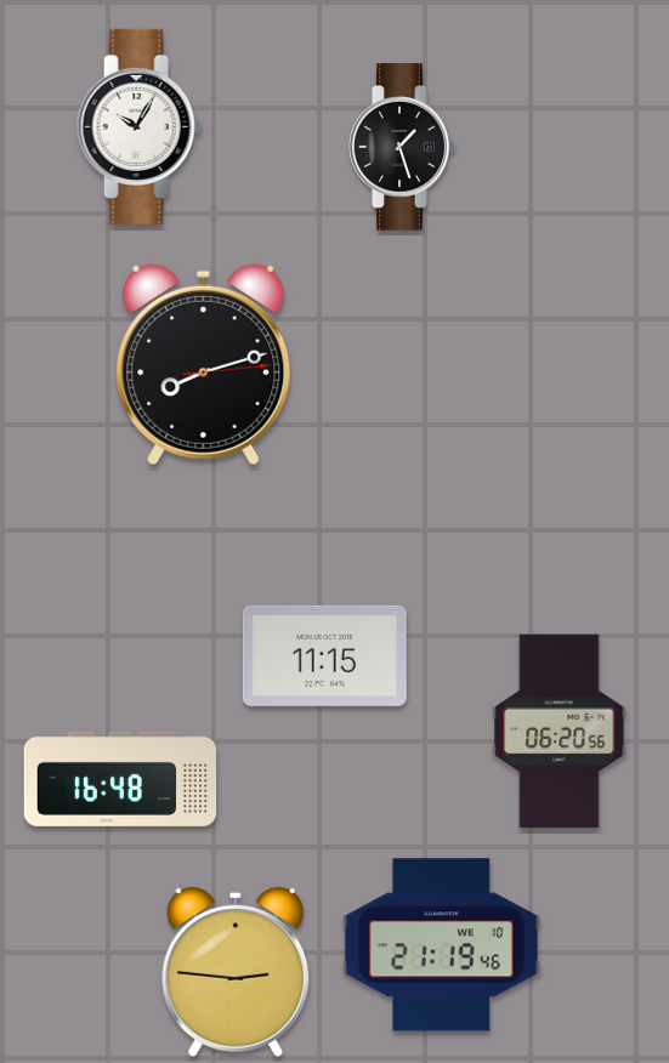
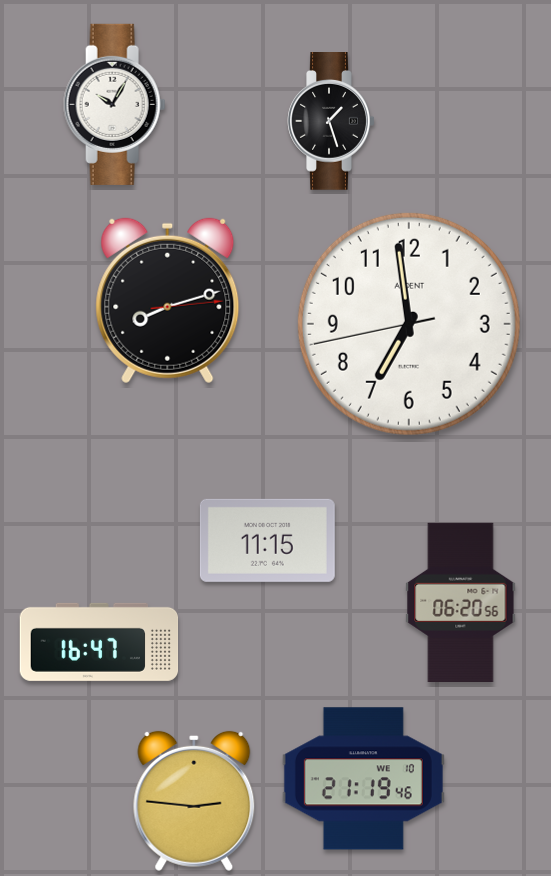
clock at (409, 324): none -> 6:58
clock at (120, 779): 16:48 -> 16:47
